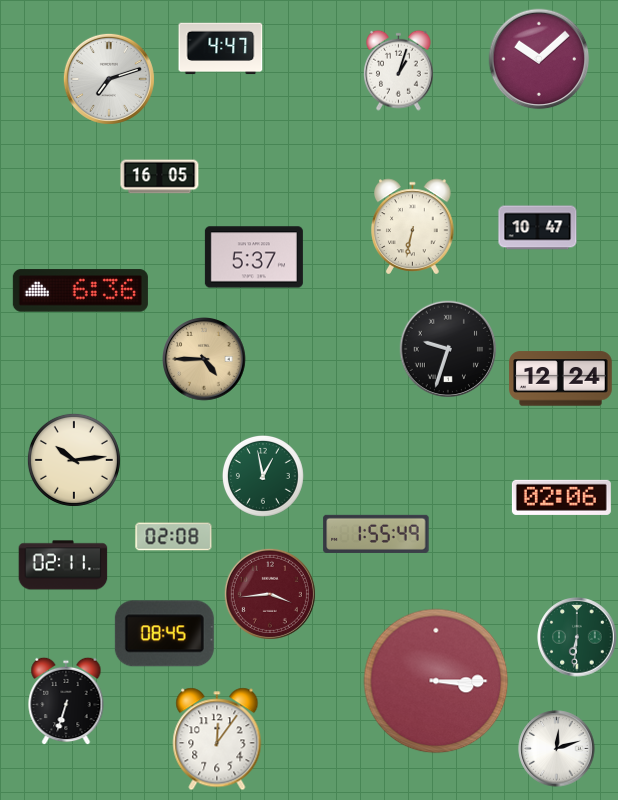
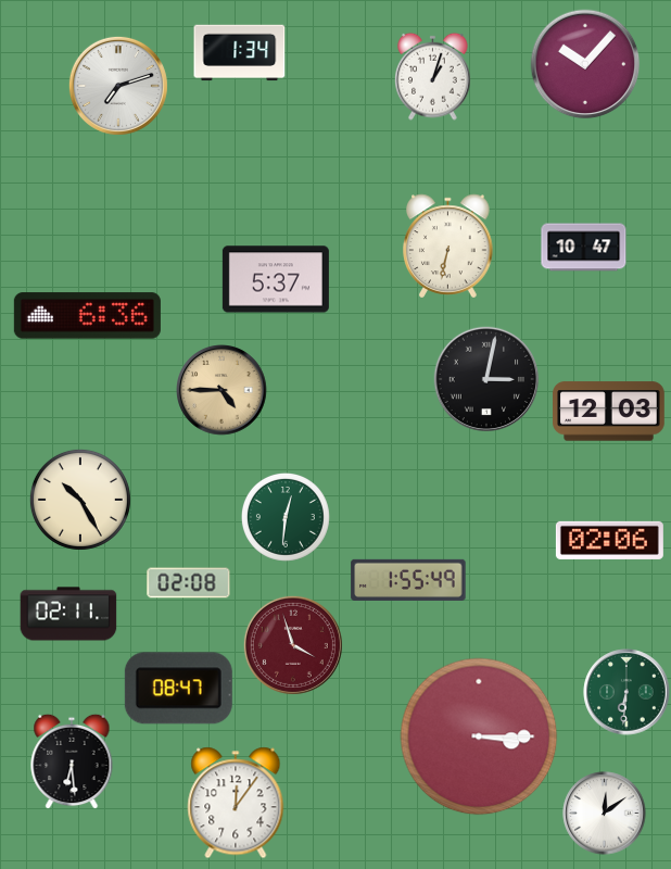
clock at (221, 49): 4:47 -> 1:34
clock at (539, 59): 10:08 -> 10:07
clock at (160, 177): 16:05 -> none
clock at (447, 348): 9:33 -> 3:02
clock at (561, 379): 12:24 -> 12:03
clock at (74, 460): 10:14 -> 10:25
clock at (263, 476): 12:58 -> 12:31
clock at (270, 594): 3:44 -> 3:57
clock at (164, 634): 08:45 -> 08:47
clock at (436, 681) position: (436, 681) -> (479, 736)
clock at (66, 701): 6:33 -> 6:29
clock at (557, 749): 12:12 -> 12:09
